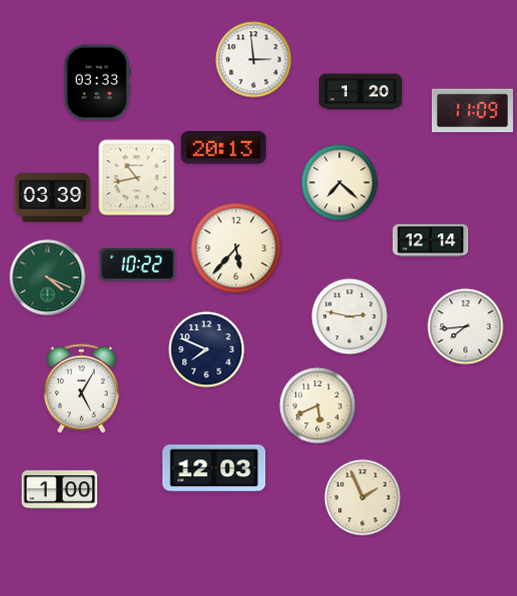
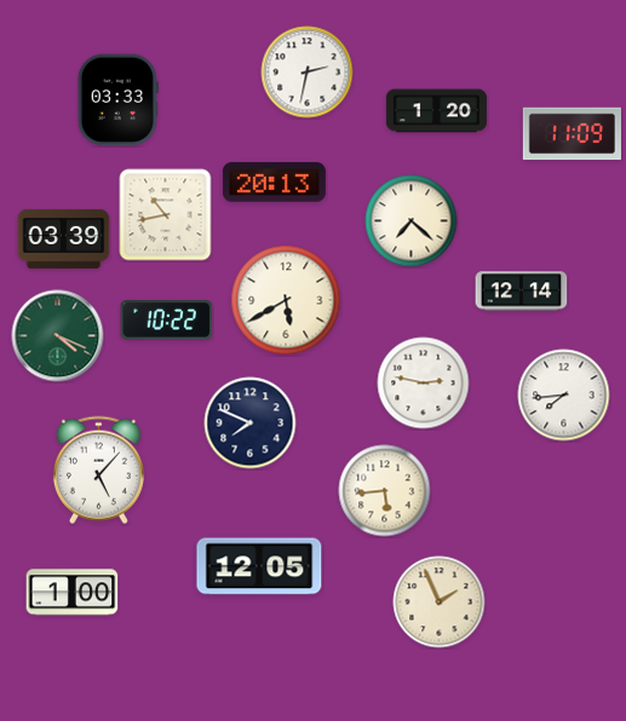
clock at (254, 60): 2:59 -> 2:32
clock at (223, 148) position: (223, 148) -> (274, 183)
clock at (236, 248): 5:37 -> 5:40
clock at (81, 389): 5:05 -> 5:07
clock at (318, 406): 5:41 -> 5:44
clock at (214, 468): 12:03 -> 12:05
